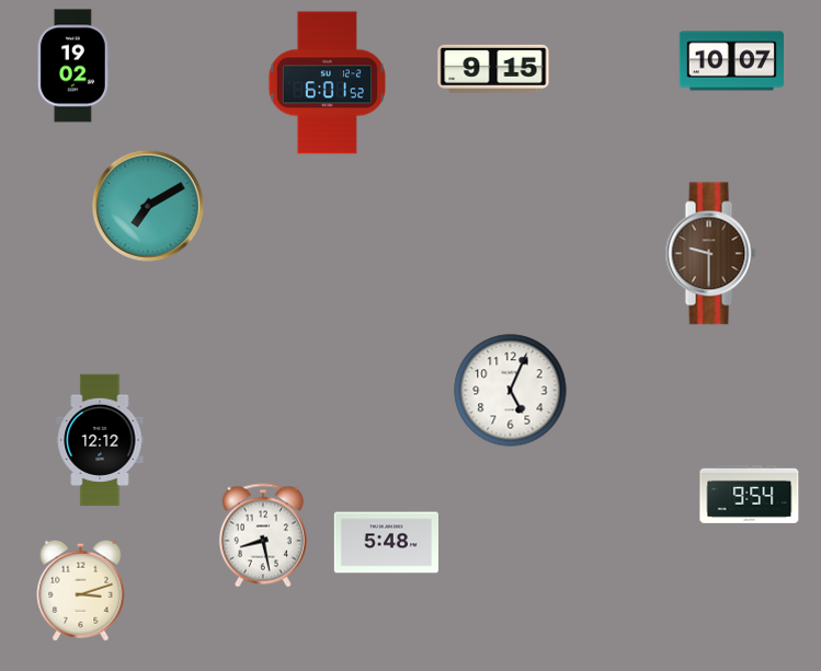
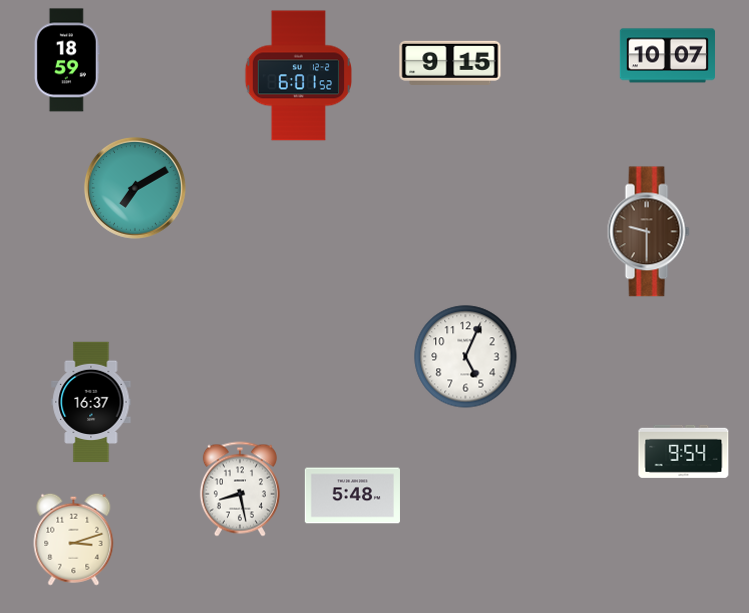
clock at (73, 66): 19:02 -> 18:59
clock at (100, 440): 12:12 -> 16:37
